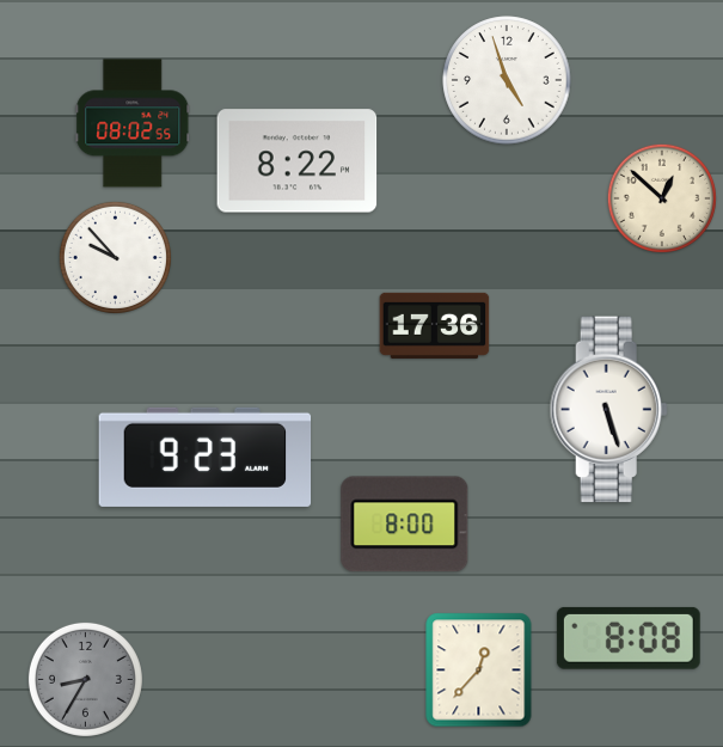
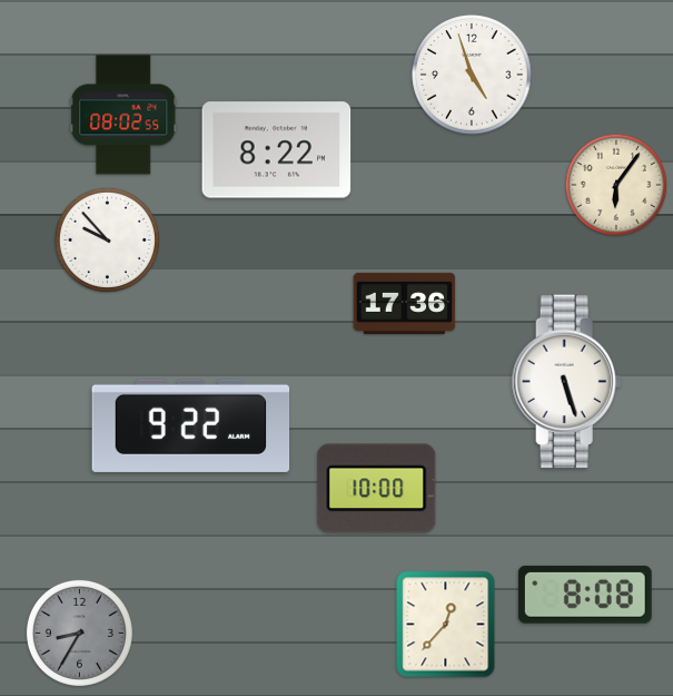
clock at (662, 198): 12:52 -> 6:06
clock at (206, 457): 9:23 -> 9:22
clock at (405, 525): 8:00 -> 10:00
